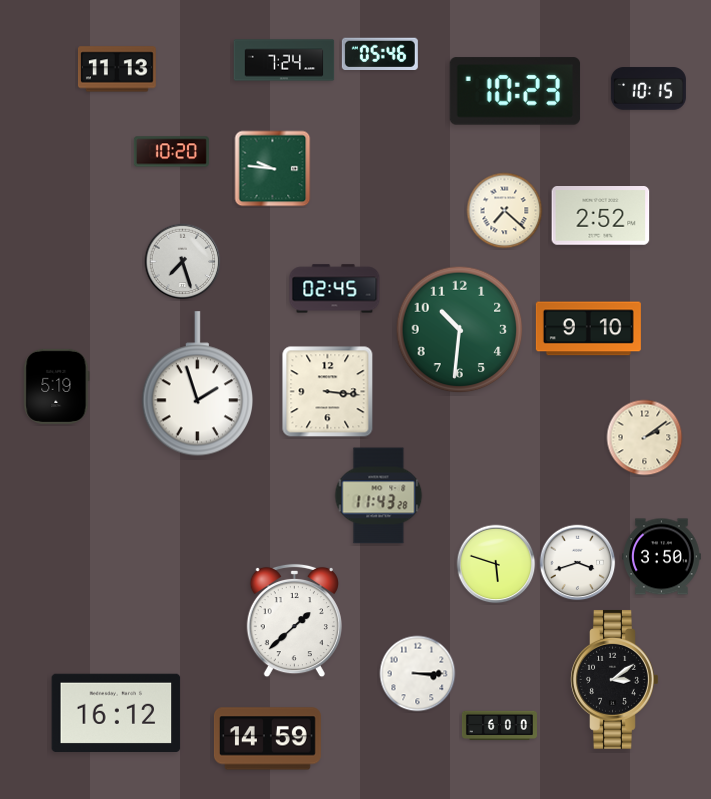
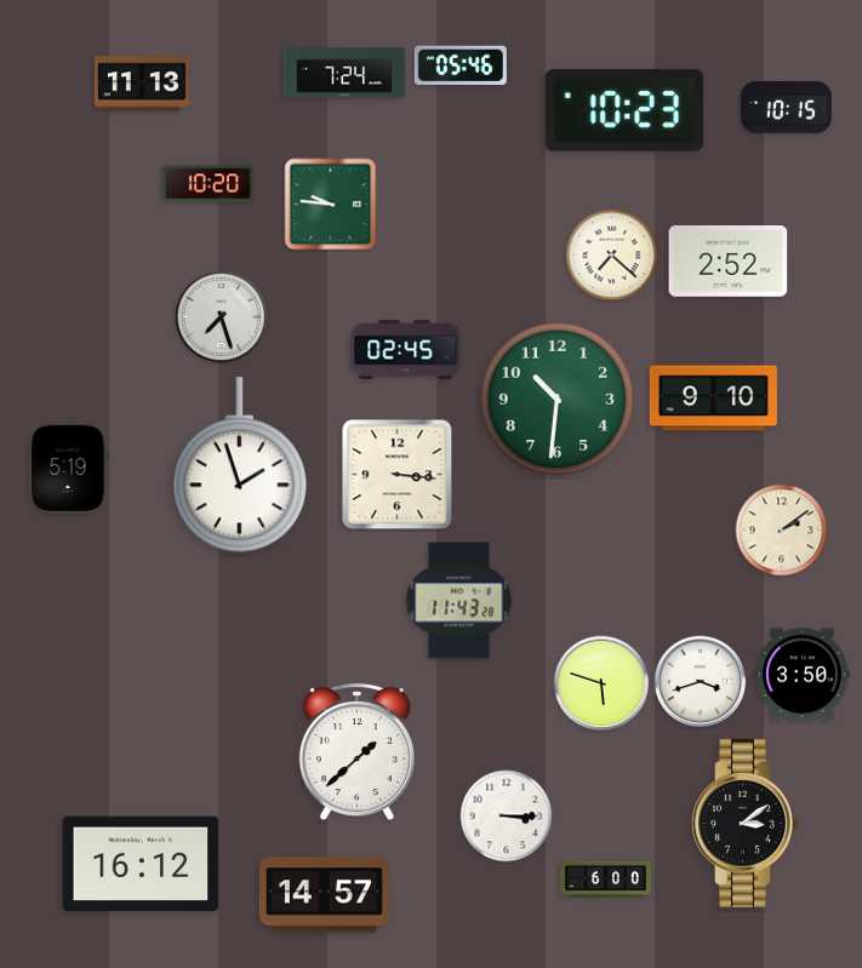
clock at (267, 739): 14:59 -> 14:57
